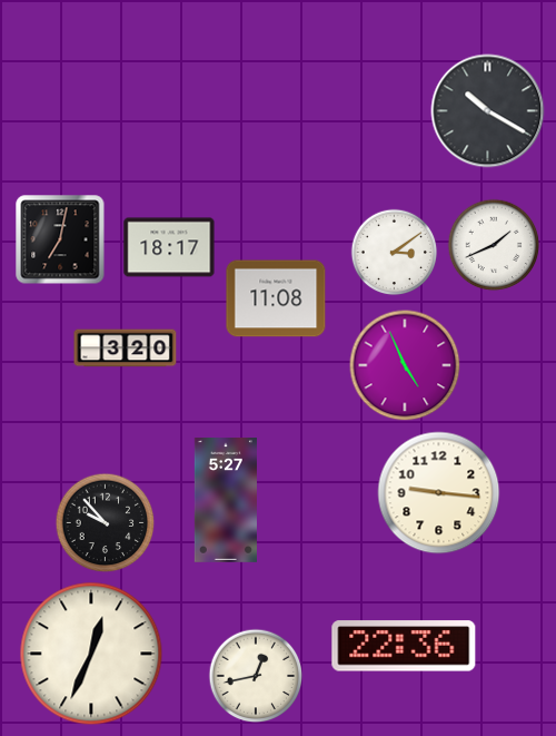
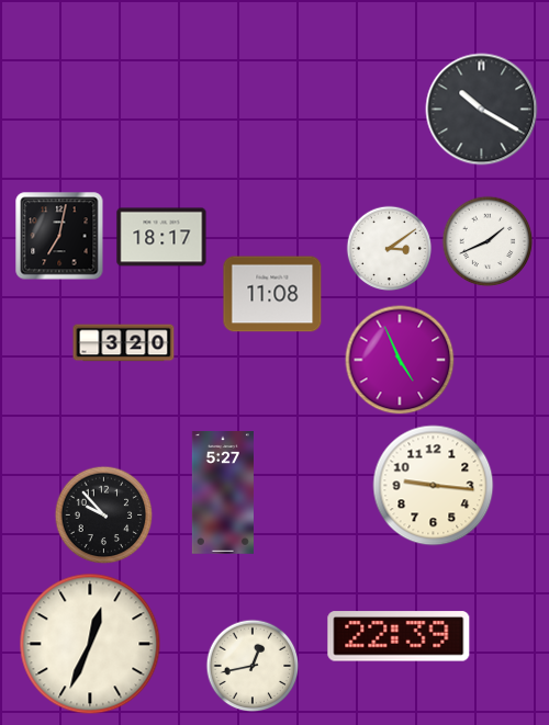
clock at (169, 247) position: (169, 247) -> (161, 237)
clock at (404, 646): 22:36 -> 22:39
